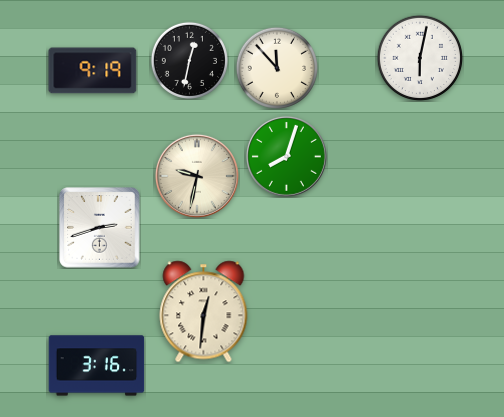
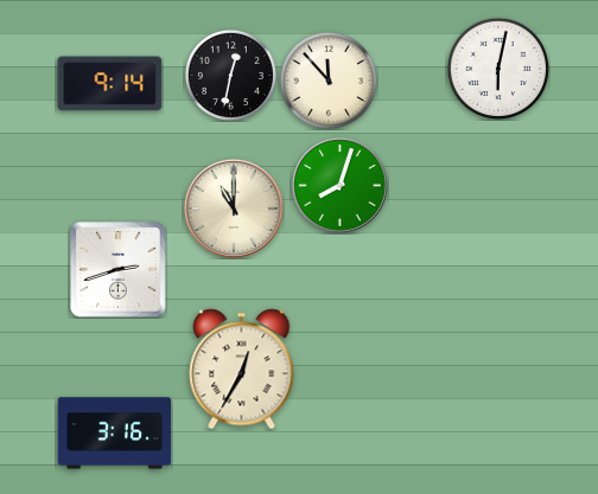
clock at (189, 60) position: (189, 60) -> (230, 75)
clock at (93, 71): 9:19 -> 9:14
clock at (197, 176): 9:32 -> 11:00
clock at (204, 312): 12:31 -> 12:35
